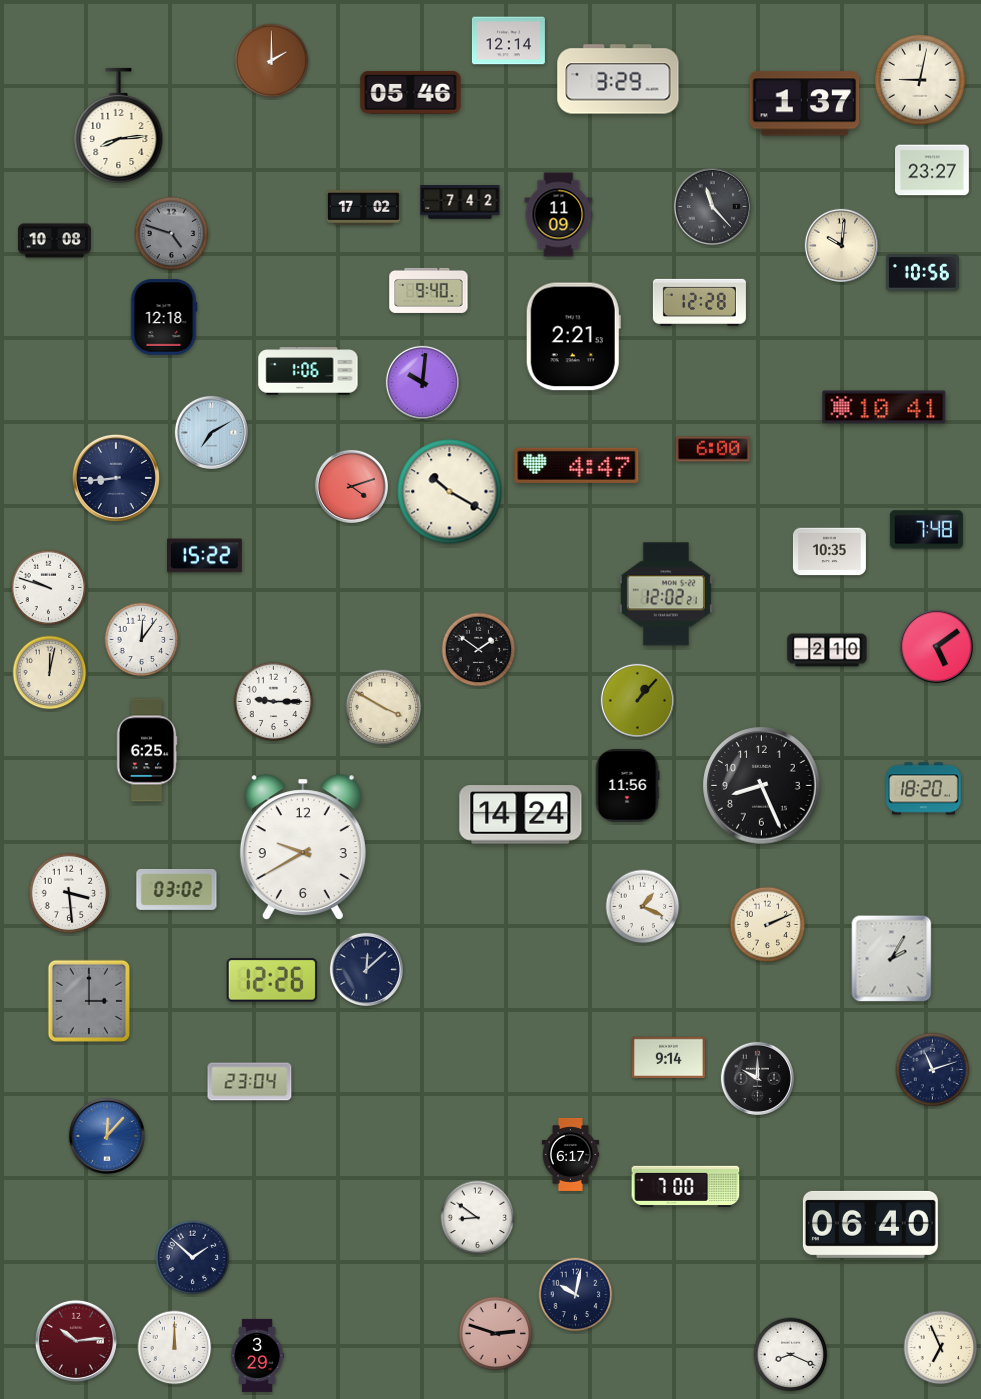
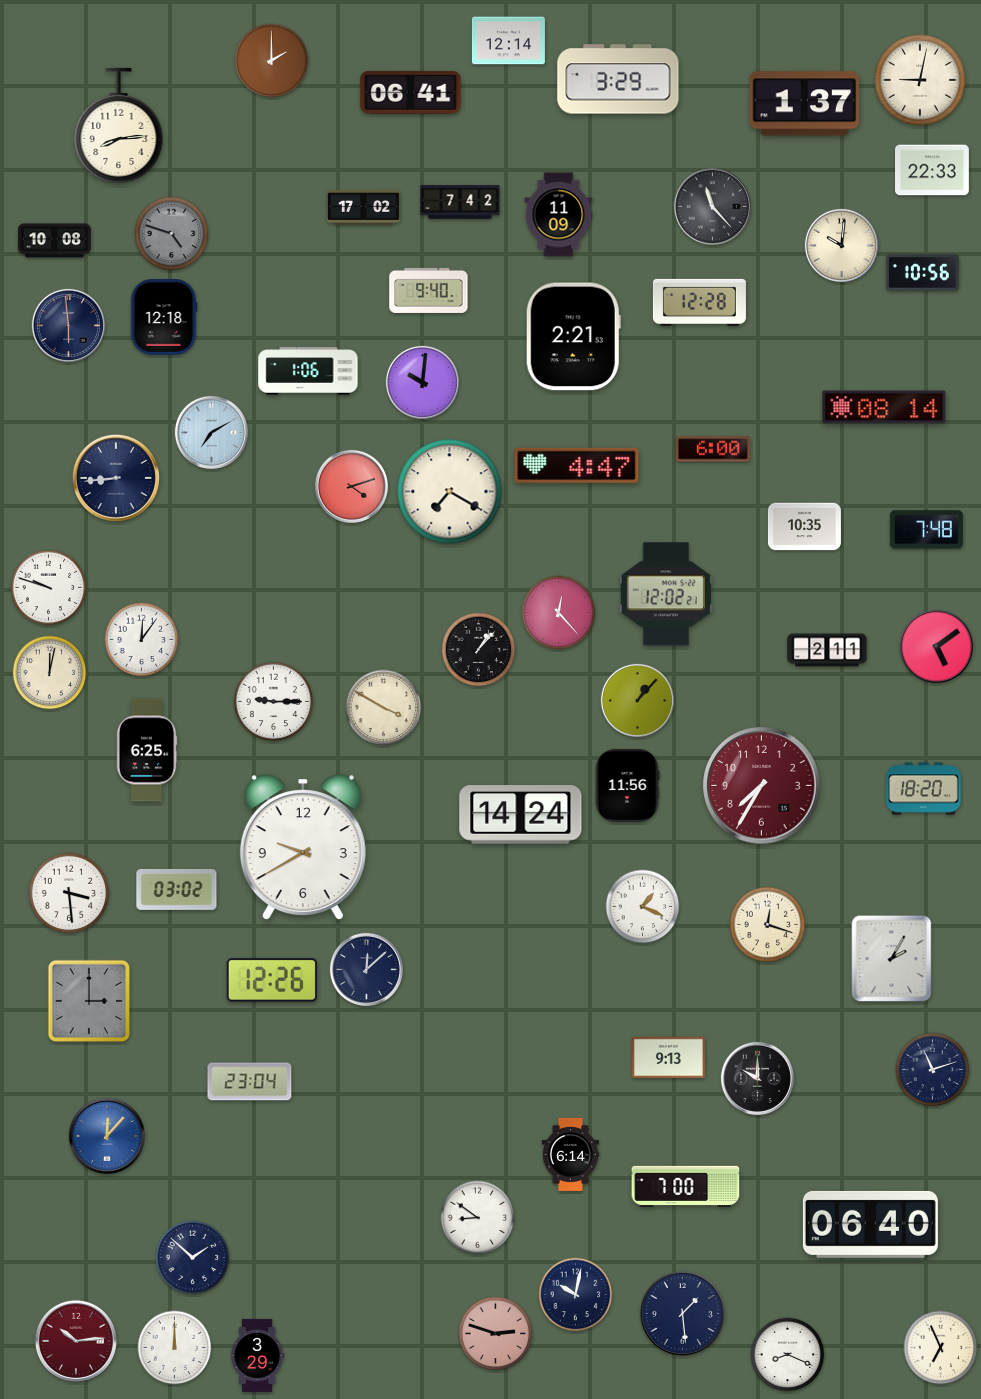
clock at (411, 93): 05:46 -> 06:41
clock at (933, 170): 23:27 -> 22:33
clock at (68, 325): none -> 5:59
clock at (884, 407): 10:41 -> 08:14
clock at (450, 492): 10:20 -> 7:20
clock at (829, 552) position: (829, 552) -> (804, 527)
clock at (205, 556): 15:22 -> none
clock at (559, 613): none -> 12:23
clock at (479, 650): 1:51 -> 1:07
clock at (827, 650): 2:10 -> 2:11
clock at (762, 786): 8:26 -> 7:35
clock at (762, 786) dial: black -> burgundy
clock at (768, 925): 2:11 -> 12:18
clock at (668, 1058): 9:14 -> 9:13
clock at (571, 1154): 6:17 -> 6:14
clock at (682, 1313): none -> 1:29
clock at (791, 1355) position: (791, 1355) -> (788, 1355)
